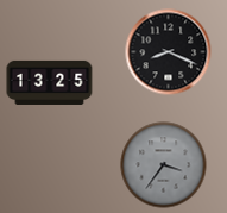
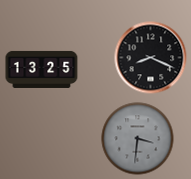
clock at (169, 52) position: (169, 52) -> (151, 58)
clock at (164, 165): 3:36 -> 3:31
